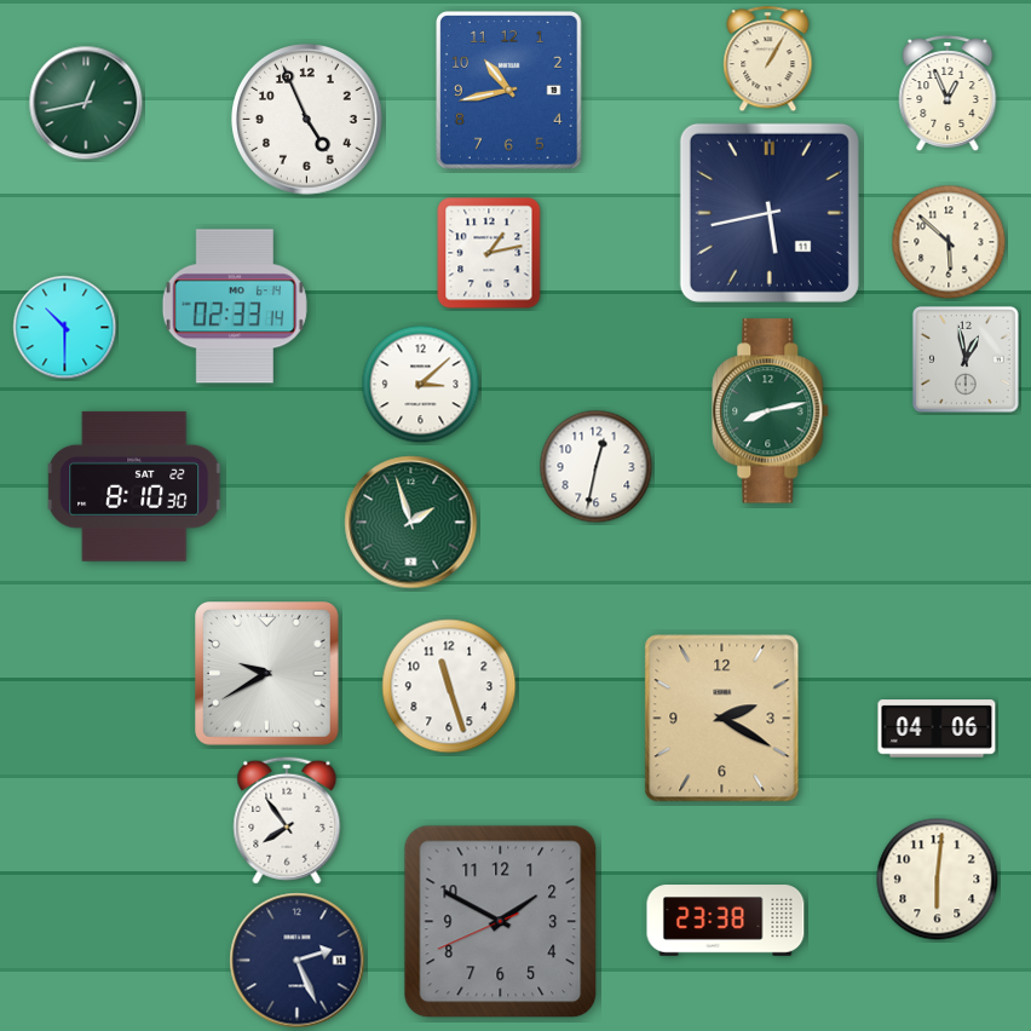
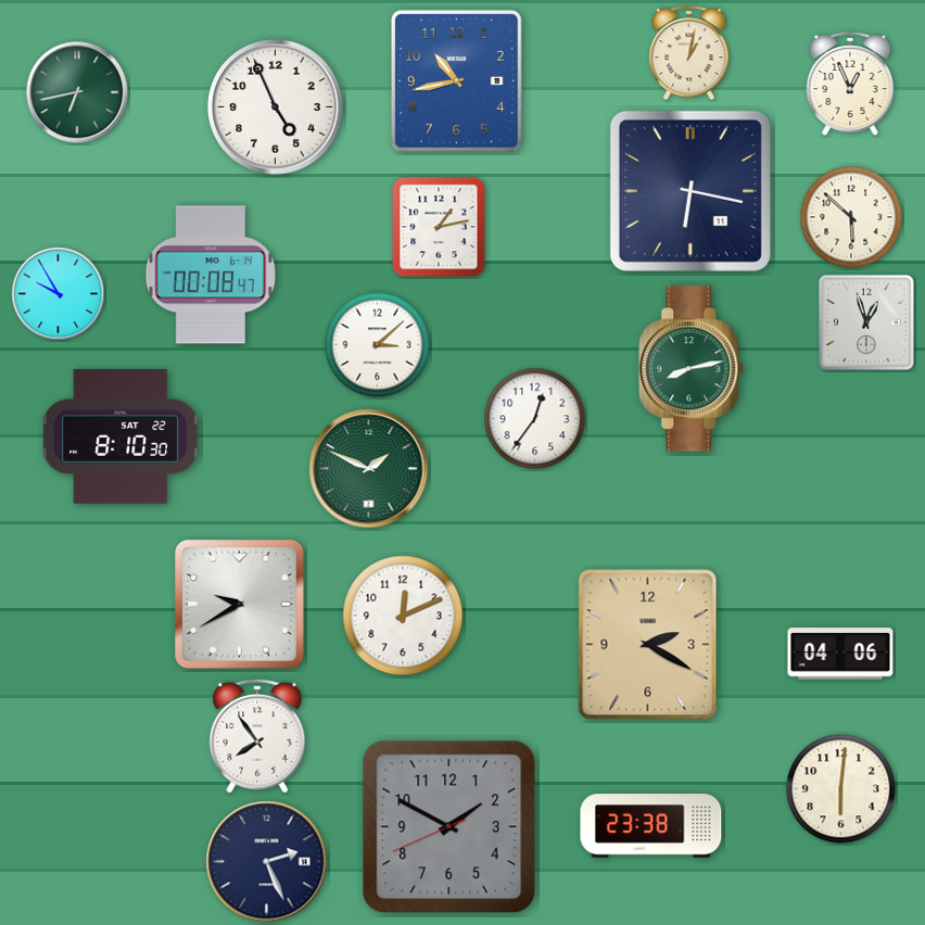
clock at (768, 59): 1:05 -> 1:02
clock at (86, 103): 12:43 -> 6:43
clock at (770, 213): 5:43 -> 6:17
clock at (235, 306): 02:33 -> 00:08
clock at (65, 328): 10:30 -> 9:55
clock at (966, 359): 12:58 -> 12:57
clock at (597, 467): 12:32 -> 12:36
clock at (411, 523): 1:57 -> 1:49
clock at (449, 686): 11:27 -> 12:11
